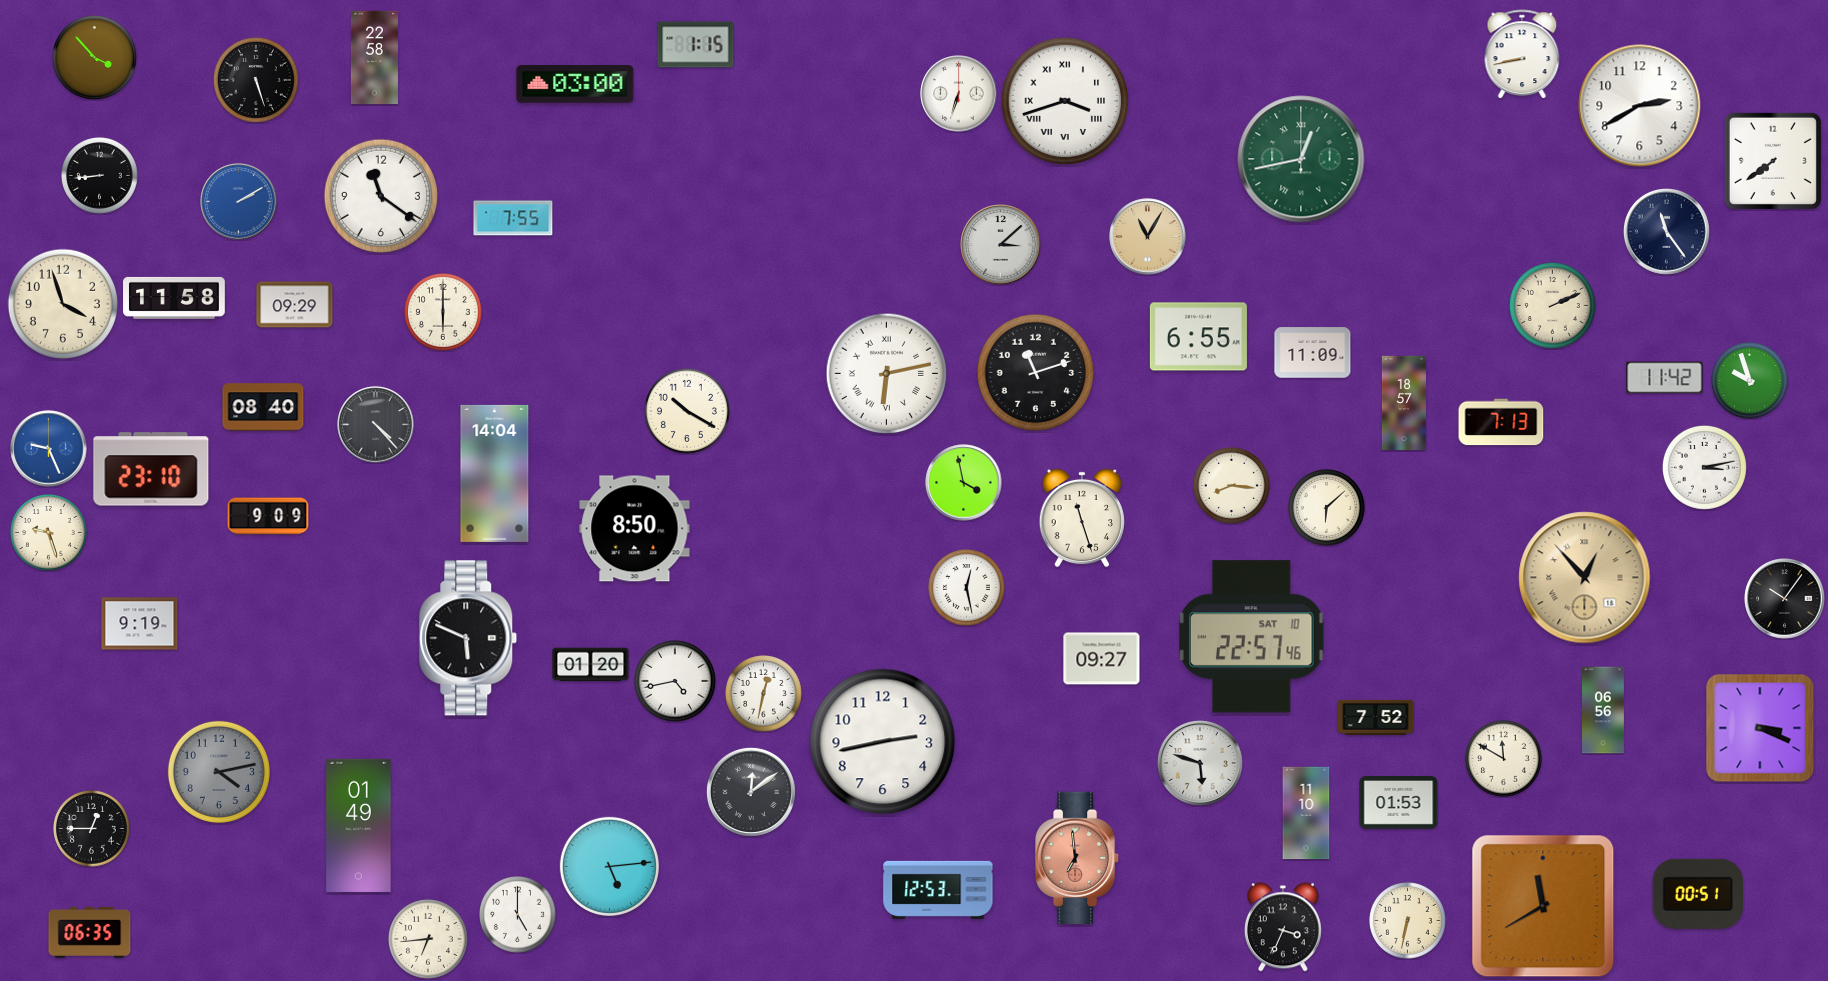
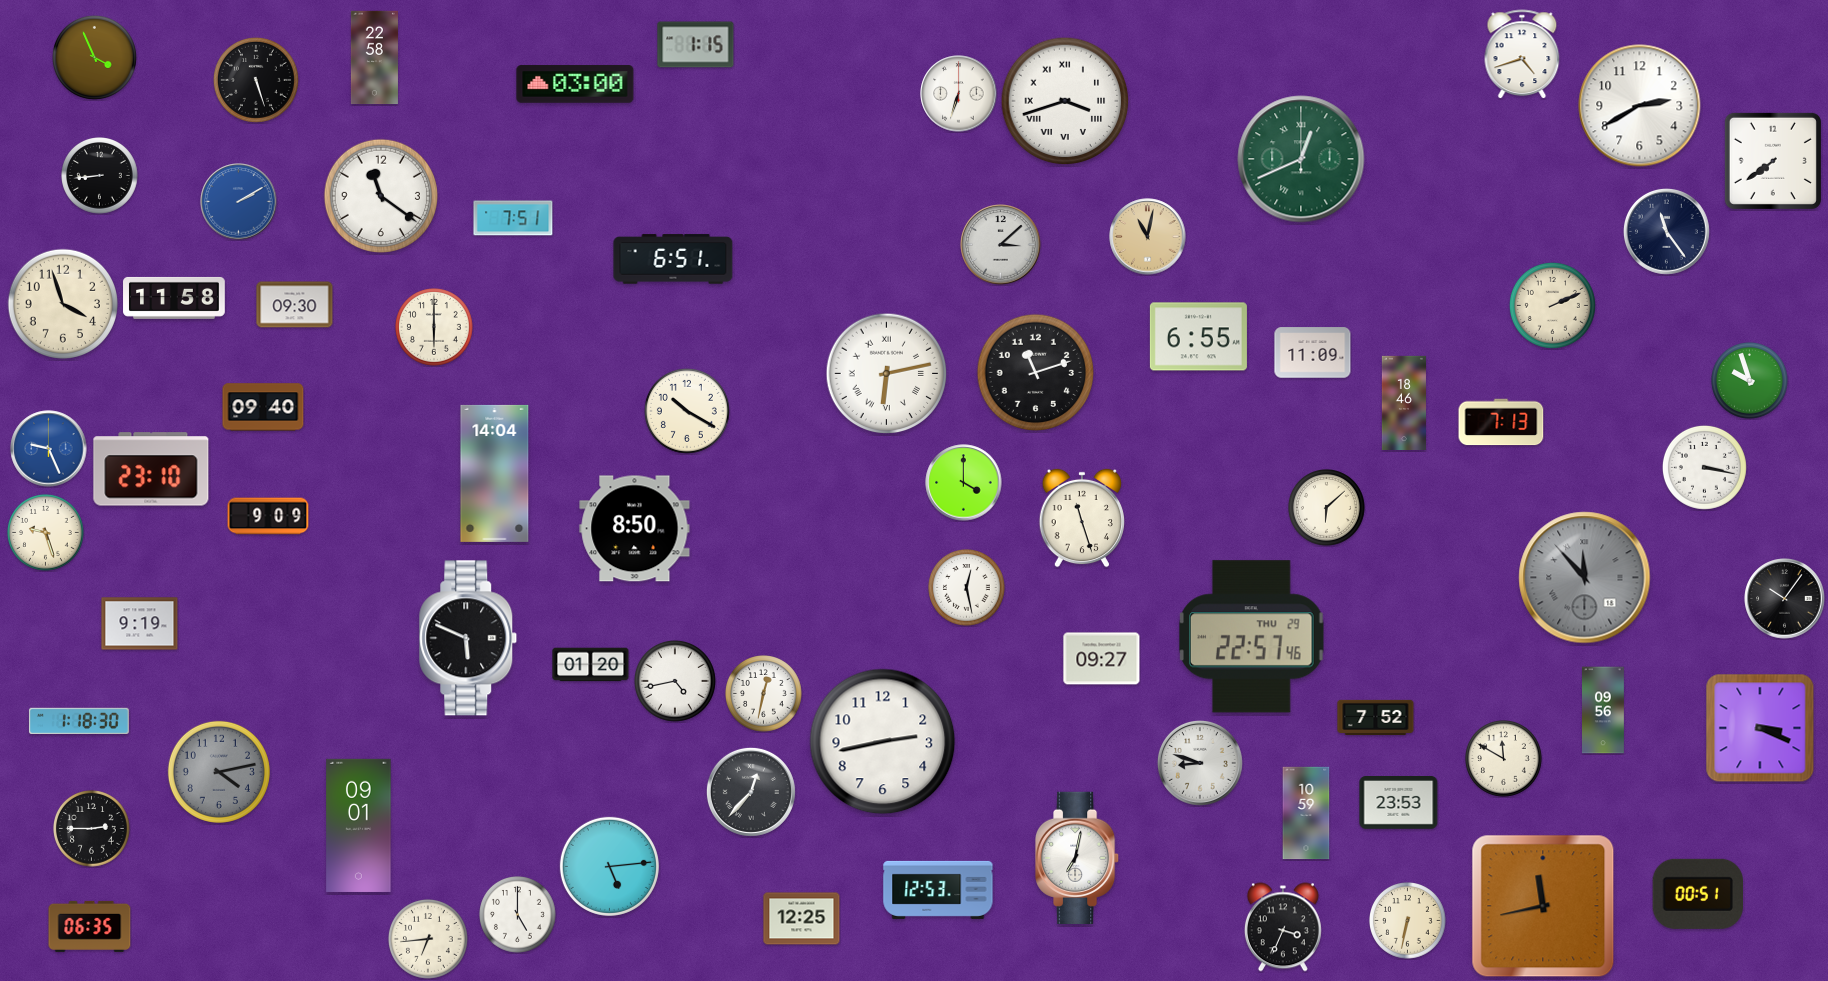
clock at (1522, 54): 8:43 -> 4:42
clock at (94, 57): 3:53 -> 3:56
clock at (1301, 159): 12:43 -> 12:41
clock at (513, 218): 7:55 -> 7:51
clock at (1148, 237): 11:05 -> 11:02
clock at (673, 259): none -> 6:51
clock at (295, 305): 09:29 -> 09:30
clock at (444, 313) position: (444, 313) -> (435, 328)
clock at (1665, 378): 11:42 -> none
clock at (1404, 403): 18:57 -> 18:46
clock at (263, 407): 08:40 -> 09:40
clock at (376, 425): 4:23 -> none
clock at (1704, 467): 3:13 -> 3:17
clock at (964, 483): 3:58 -> 4:00
clock at (1232, 486): 8:16 -> none
clock at (49, 533) position: (49, 533) -> (46, 533)
clock at (1585, 578): 12:53 -> 11:53
clock at (1585, 578) dial: champagne -> grey
clock at (1252, 637) date: SAT 10 -> THU 29
clock at (1604, 710): 06:56 -> 09:56
clock at (79, 721): none -> 1:18
clock at (1201, 764): 5:48 -> 8:48
clock at (751, 792): 12:09 -> 12:37
clock at (1399, 803): 01:53 -> 23:53
clock at (1306, 813): 11:10 -> 10:59
clock at (359, 825): 01:49 -> 09:01
clock at (92, 829): 12:45 -> 2:45
clock at (1078, 858): 6:59 -> 7:02
clock at (1078, 858) dial: salmon -> white
clock at (1543, 906): 11:40 -> 11:43
clock at (802, 919): none -> 12:25
clock at (90, 932) position: (90, 932) -> (90, 926)
